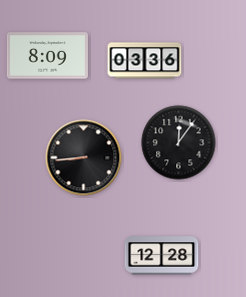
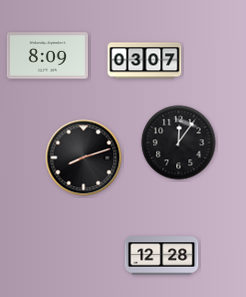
clock at (145, 61): 03:36 -> 03:07
clock at (84, 158): 8:44 -> 8:12
